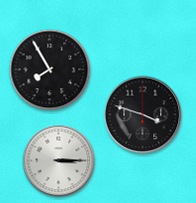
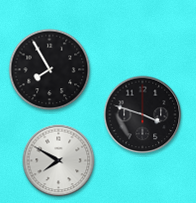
clock at (59, 161): 3:15 -> 7:50
